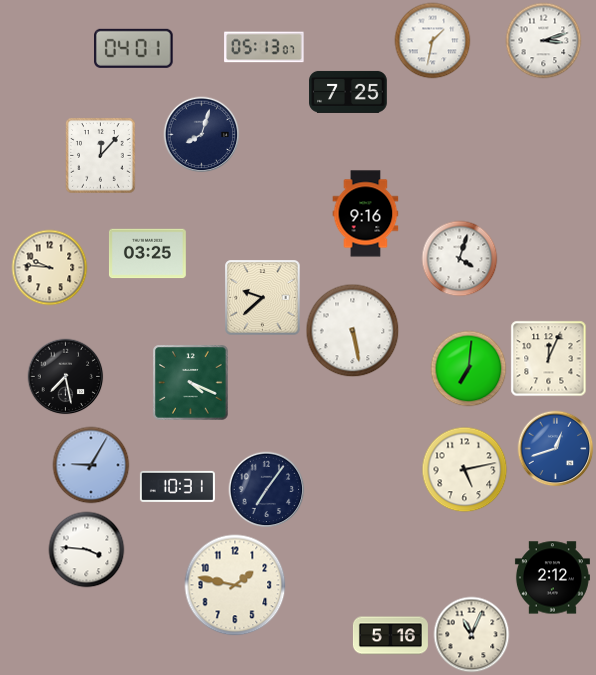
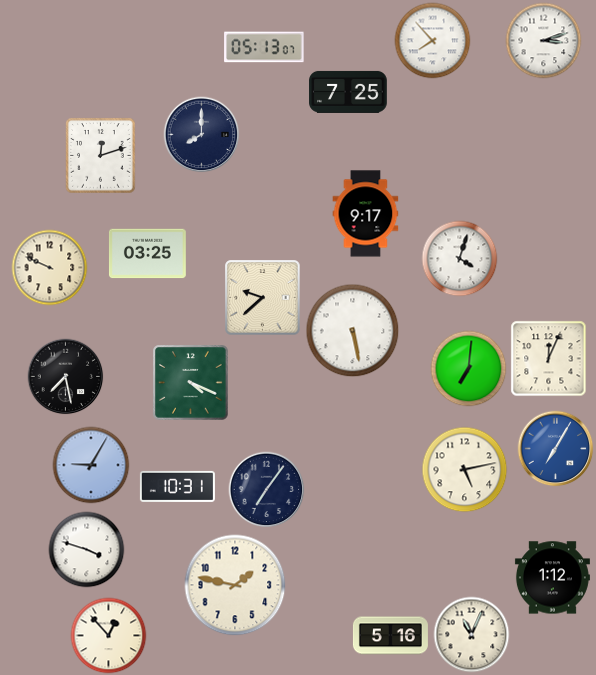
clock at (433, 41): 1:32 -> 7:53
clock at (134, 48): 04:01 -> none
clock at (202, 135): 8:03 -> 8:00
clock at (101, 156): 12:07 -> 12:12
clock at (366, 214): 9:16 -> 9:17
clock at (50, 268): 9:46 -> 9:49
clock at (556, 449): 12:42 -> 7:05
clock at (87, 550): 3:46 -> 3:48
clock at (552, 578): 2:12 -> 1:12
clock at (109, 636): none -> 12:53
